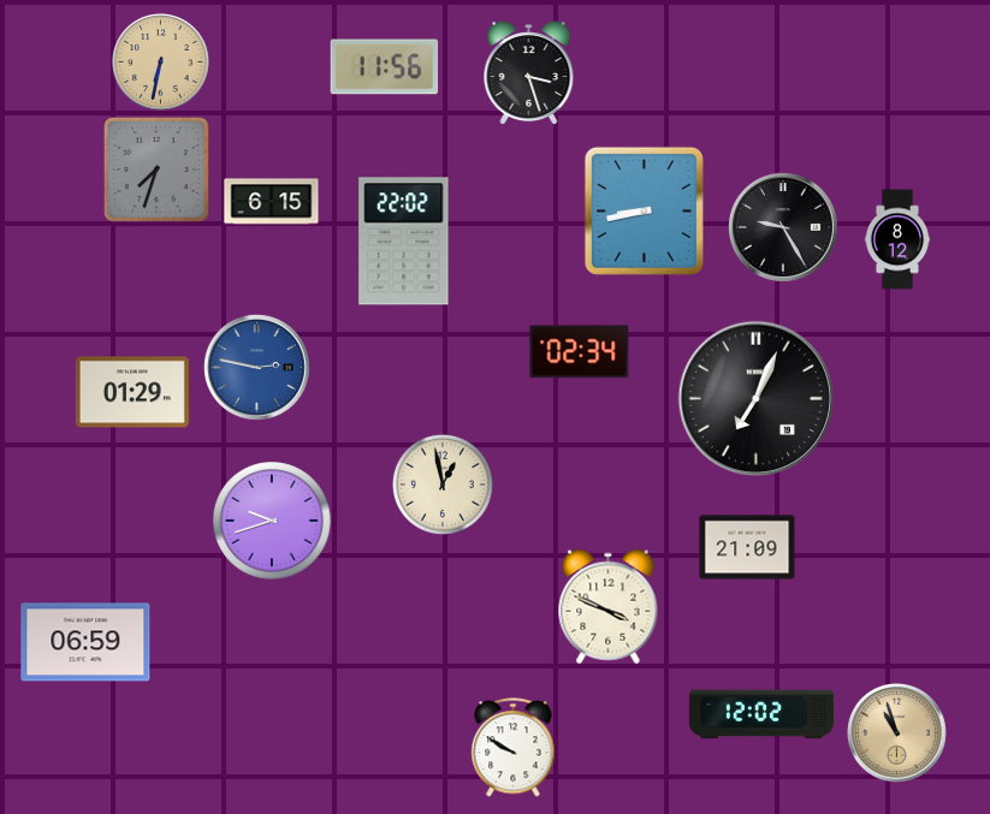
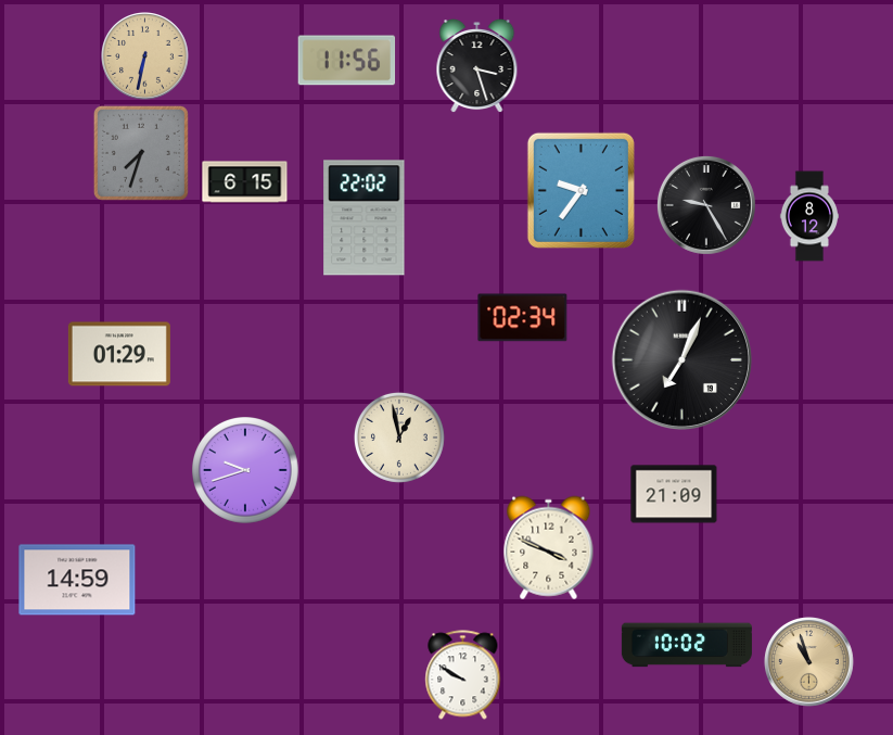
clock at (644, 210): 8:43 -> 9:36
clock at (256, 367): 2:47 -> none
clock at (85, 642): 06:59 -> 14:59
clock at (761, 714): 12:02 -> 10:02
